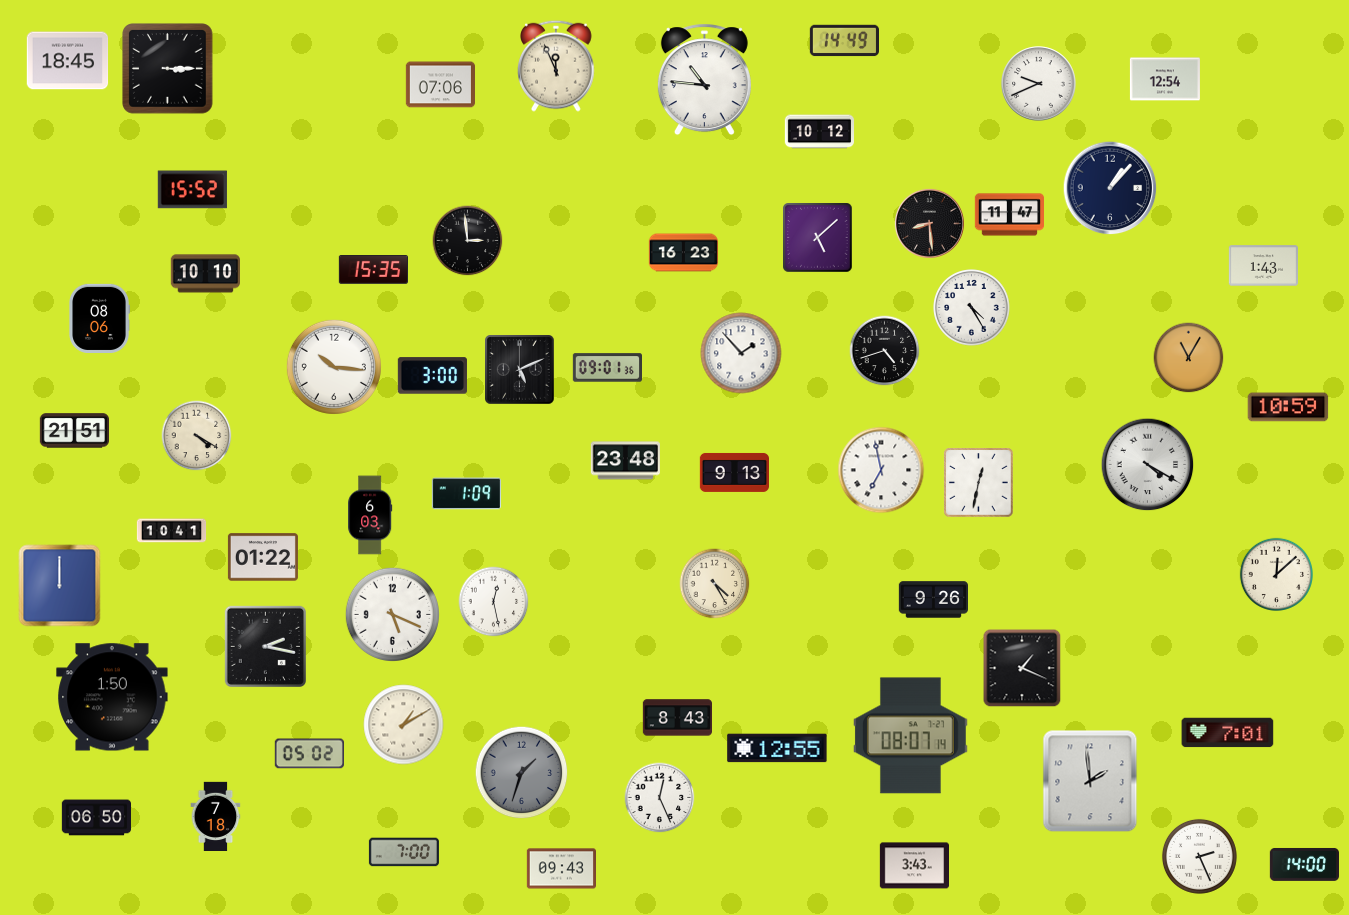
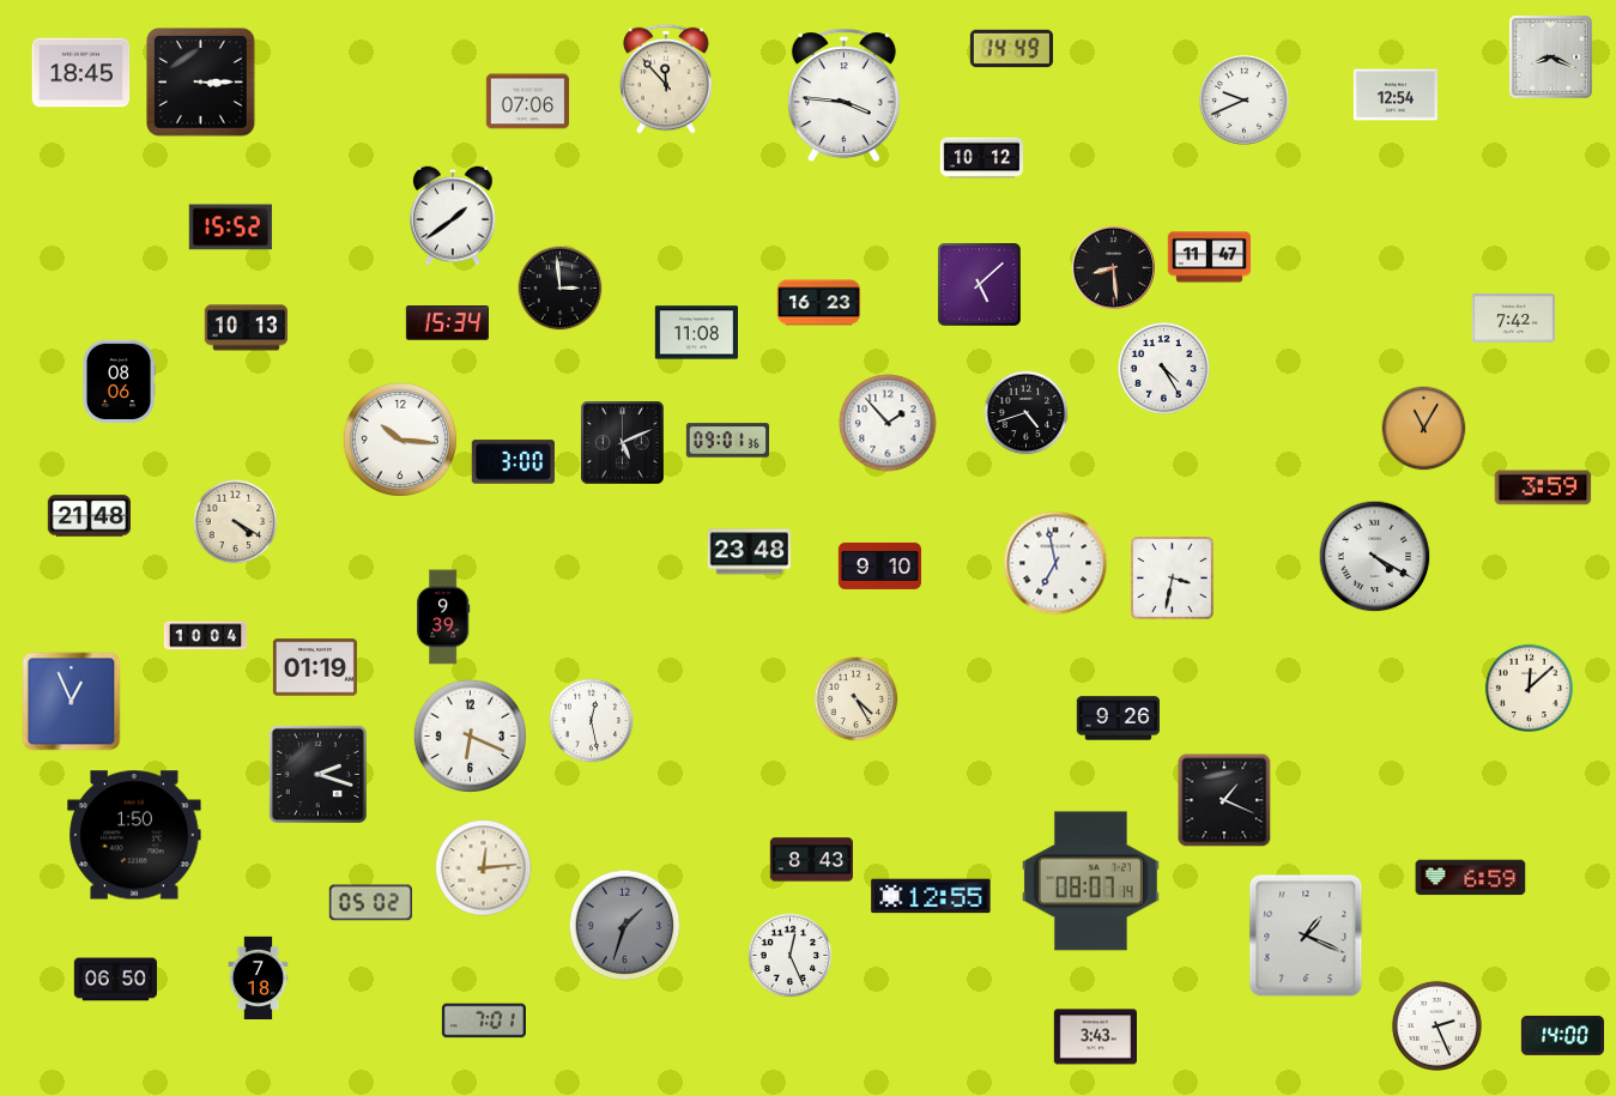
clock at (1551, 57): none -> 8:19
clock at (556, 66): 11:56 -> 11:53
clock at (704, 80): 10:46 -> 3:46
clock at (453, 216): none -> 1:39
clock at (1110, 188): 1:07 -> none
clock at (1263, 266): 1:43 -> 7:42
clock at (373, 270): 15:35 -> 15:34
clock at (205, 274): 10:10 -> 10:13
clock at (696, 333): none -> 11:08
clock at (885, 351) position: (885, 351) -> (1027, 413)
clock at (432, 376) position: (432, 376) -> (513, 462)
clock at (1288, 407): 10:59 -> 3:59
clock at (74, 431): 21:51 -> 21:48
clock at (734, 472): 9:13 -> 9:10
clock at (979, 483): 12:32 -> 3:32
clock at (466, 494): 1:09 -> none
clock at (370, 515): 6:03 -> 9:39
clock at (172, 531): 10:41 -> 10:04
clock at (263, 557): 01:22 -> 01:19
clock at (60, 586): 12:00 -> 12:56
clock at (392, 614): 5:19 -> 6:19
clock at (265, 646): 2:17 -> 2:18
clock at (404, 725): 1:10 -> 12:14
clock at (1228, 733): 7:01 -> 6:59
clock at (1090, 781): 1:59 -> 1:19
clock at (404, 852): 7:00 -> 7:01
clock at (561, 869): 09:43 -> none
